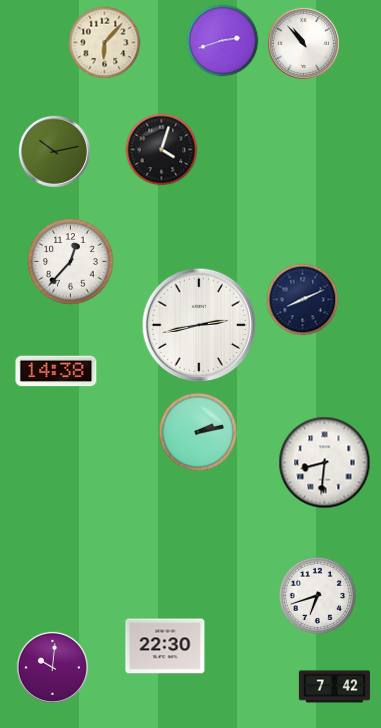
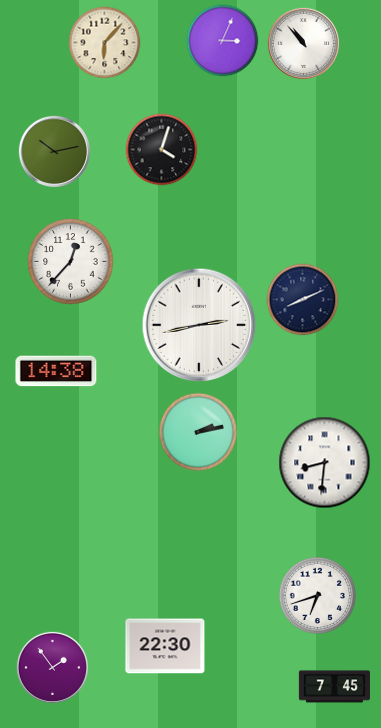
clock at (223, 41): 2:42 -> 3:04
clock at (52, 667): 10:01 -> 1:54
clock at (334, 687): 7:42 -> 7:45
